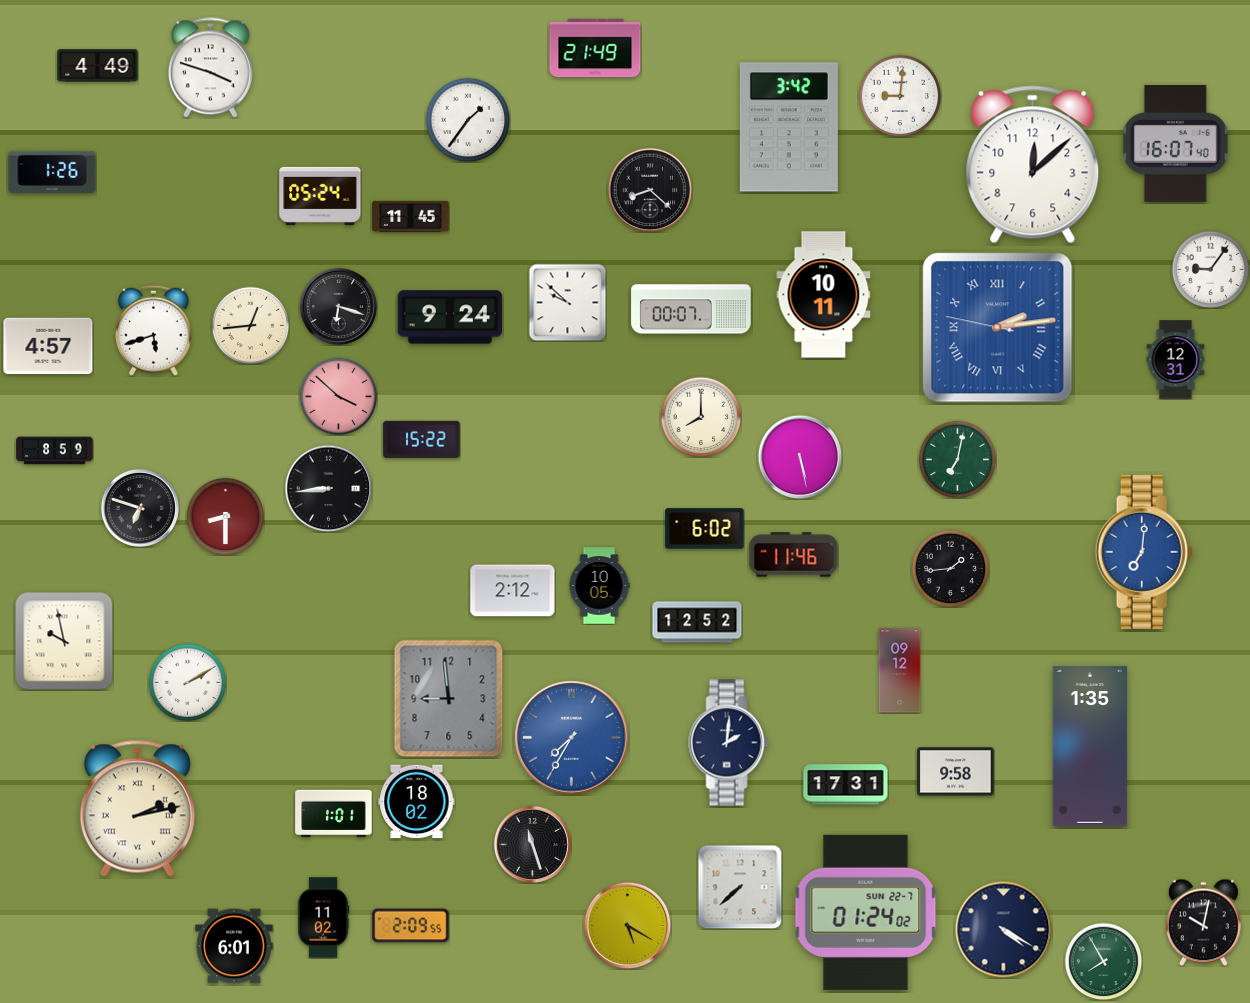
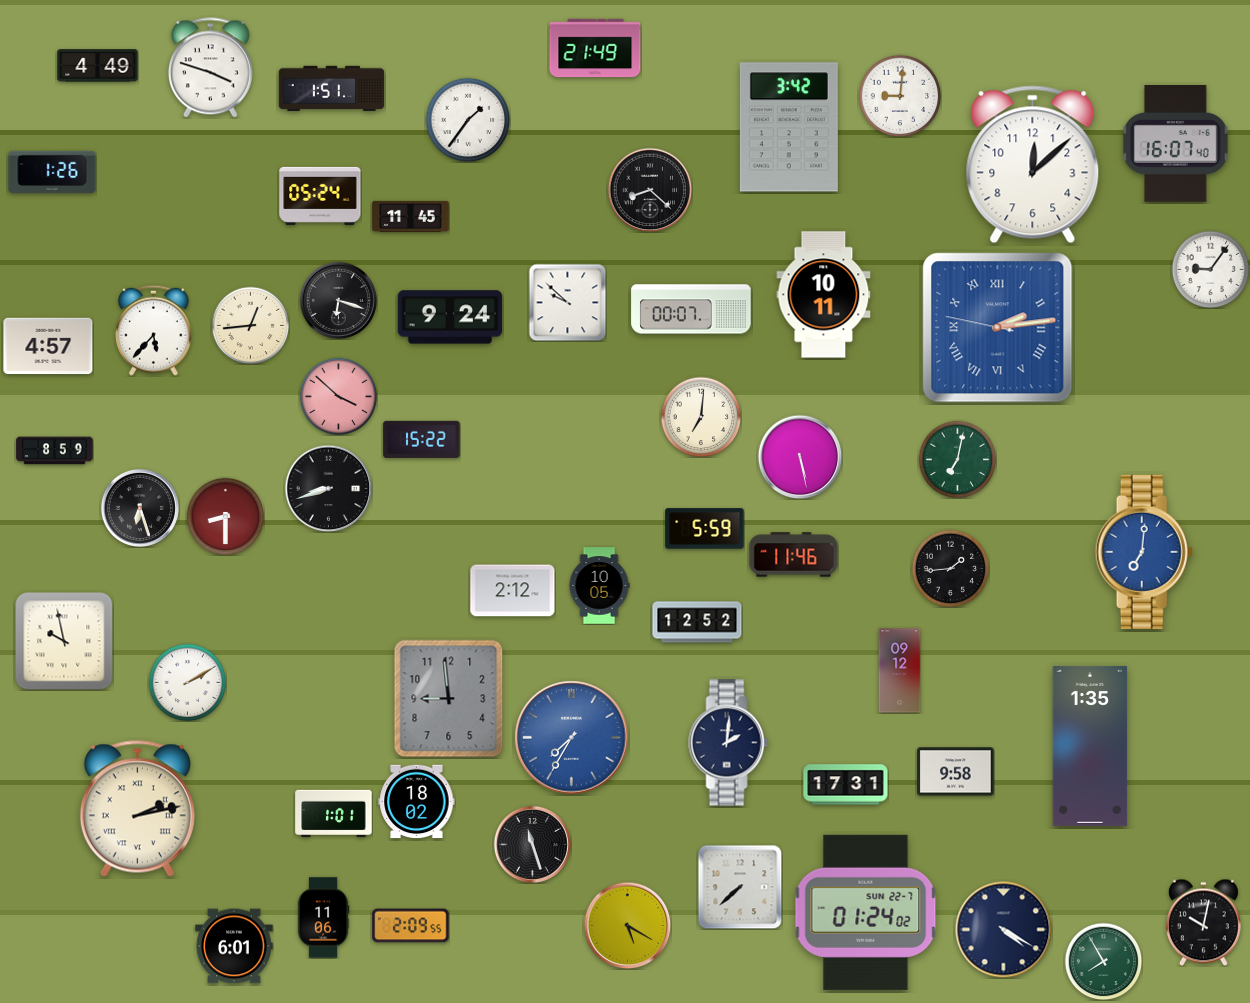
clock at (332, 89): none -> 1:51
clock at (338, 306) position: (338, 306) -> (338, 300)
clock at (154, 330): 5:42 -> 5:37
clock at (1176, 360): 12:31 -> none
clock at (701, 417): 8:00 -> 7:01
clock at (328, 488): 8:44 -> 8:42
clock at (140, 508): 6:48 -> 6:27
clock at (705, 529): 6:02 -> 5:59
clock at (323, 918): 11:02 -> 11:06
